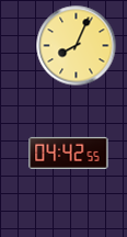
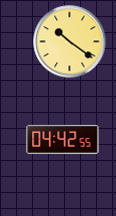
clock at (77, 46): 8:04 -> 10:21
